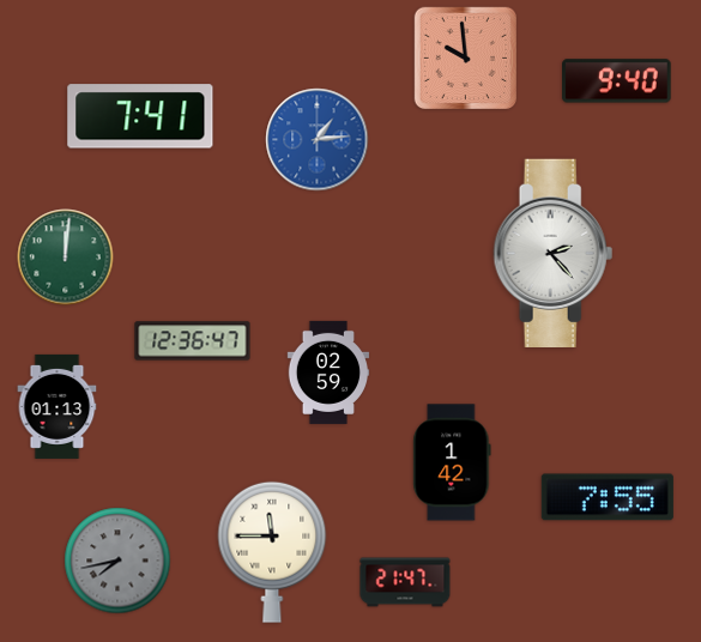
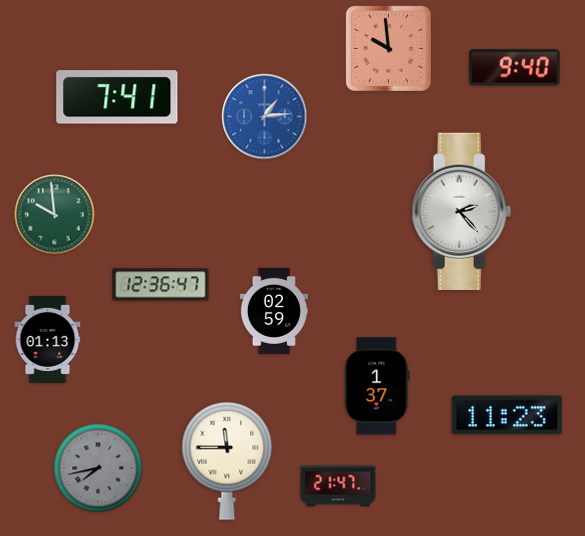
clock at (66, 258): 12:01 -> 9:59
clock at (452, 462): 1:42 -> 1:37
clock at (608, 497): 7:55 -> 11:23
